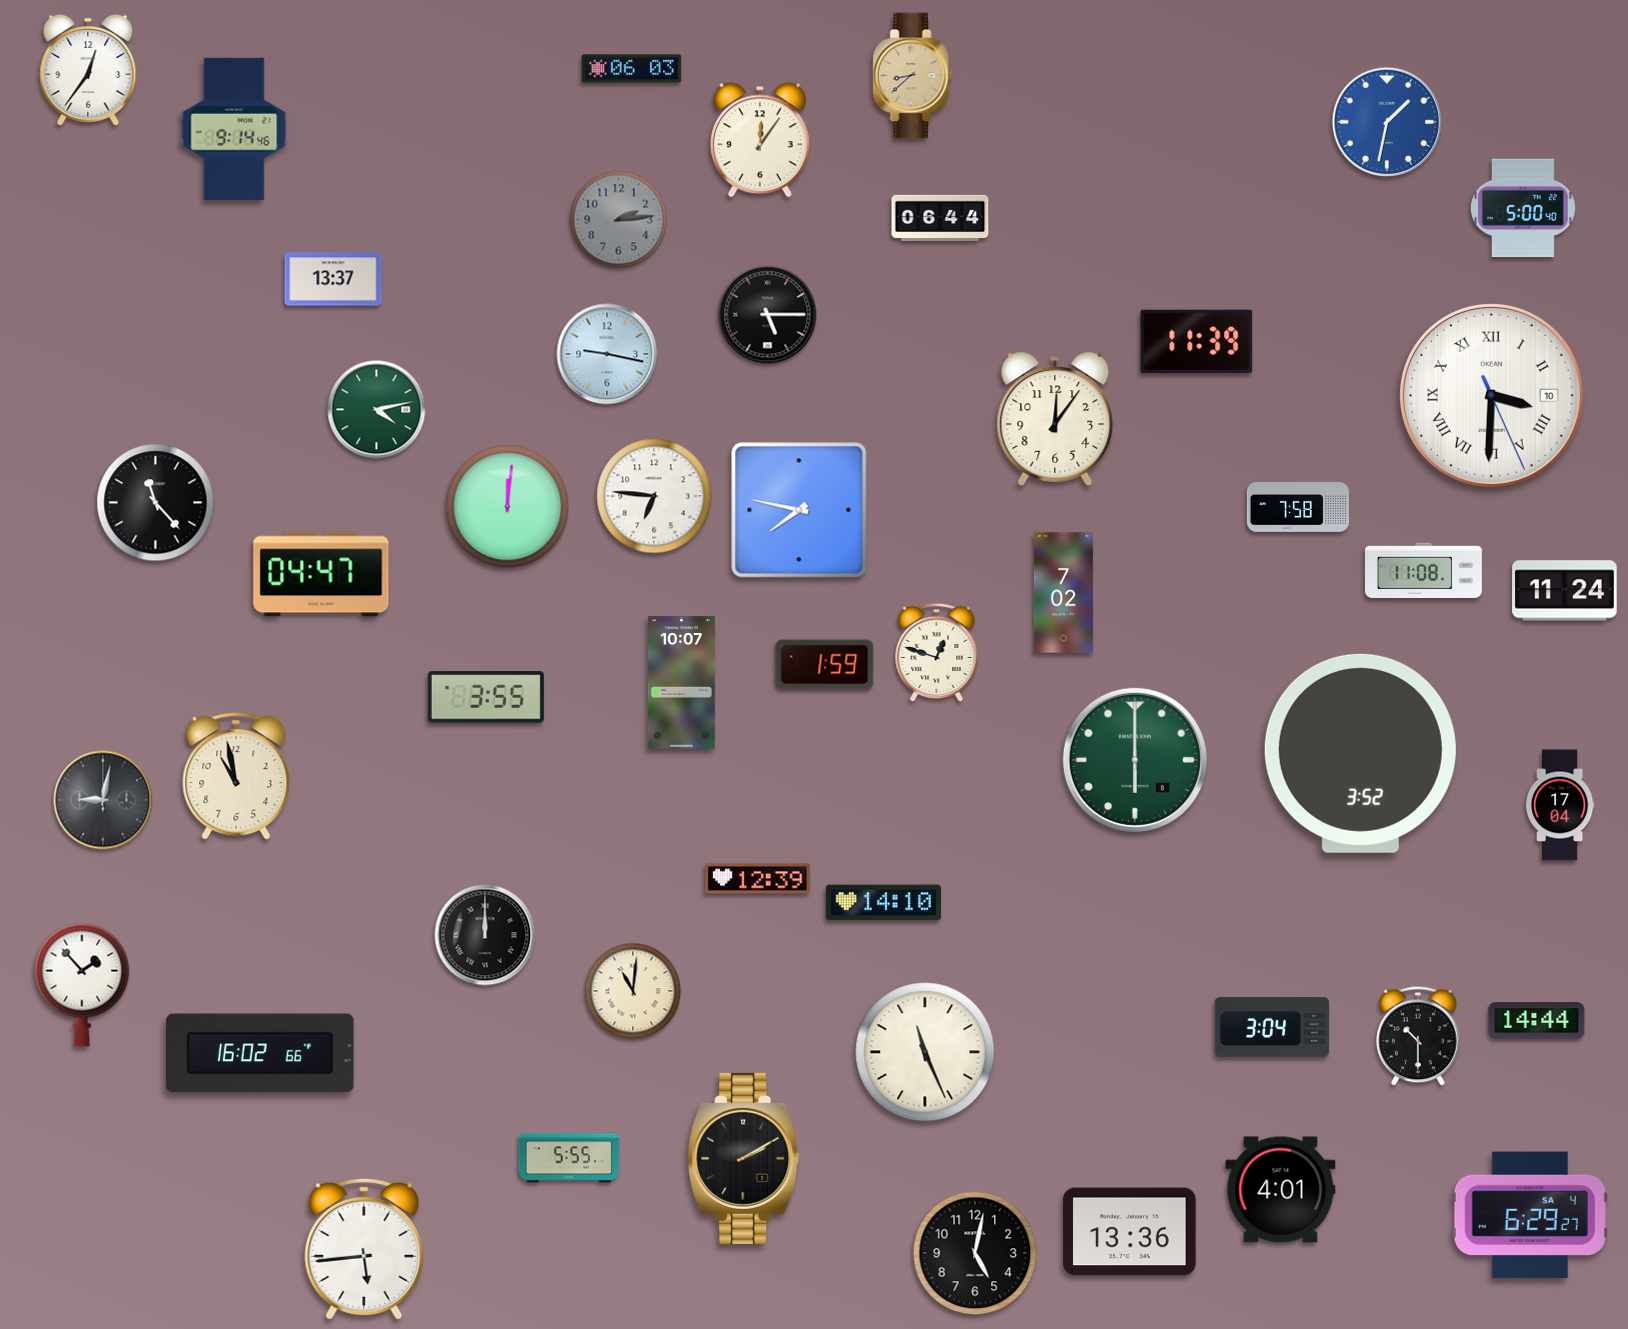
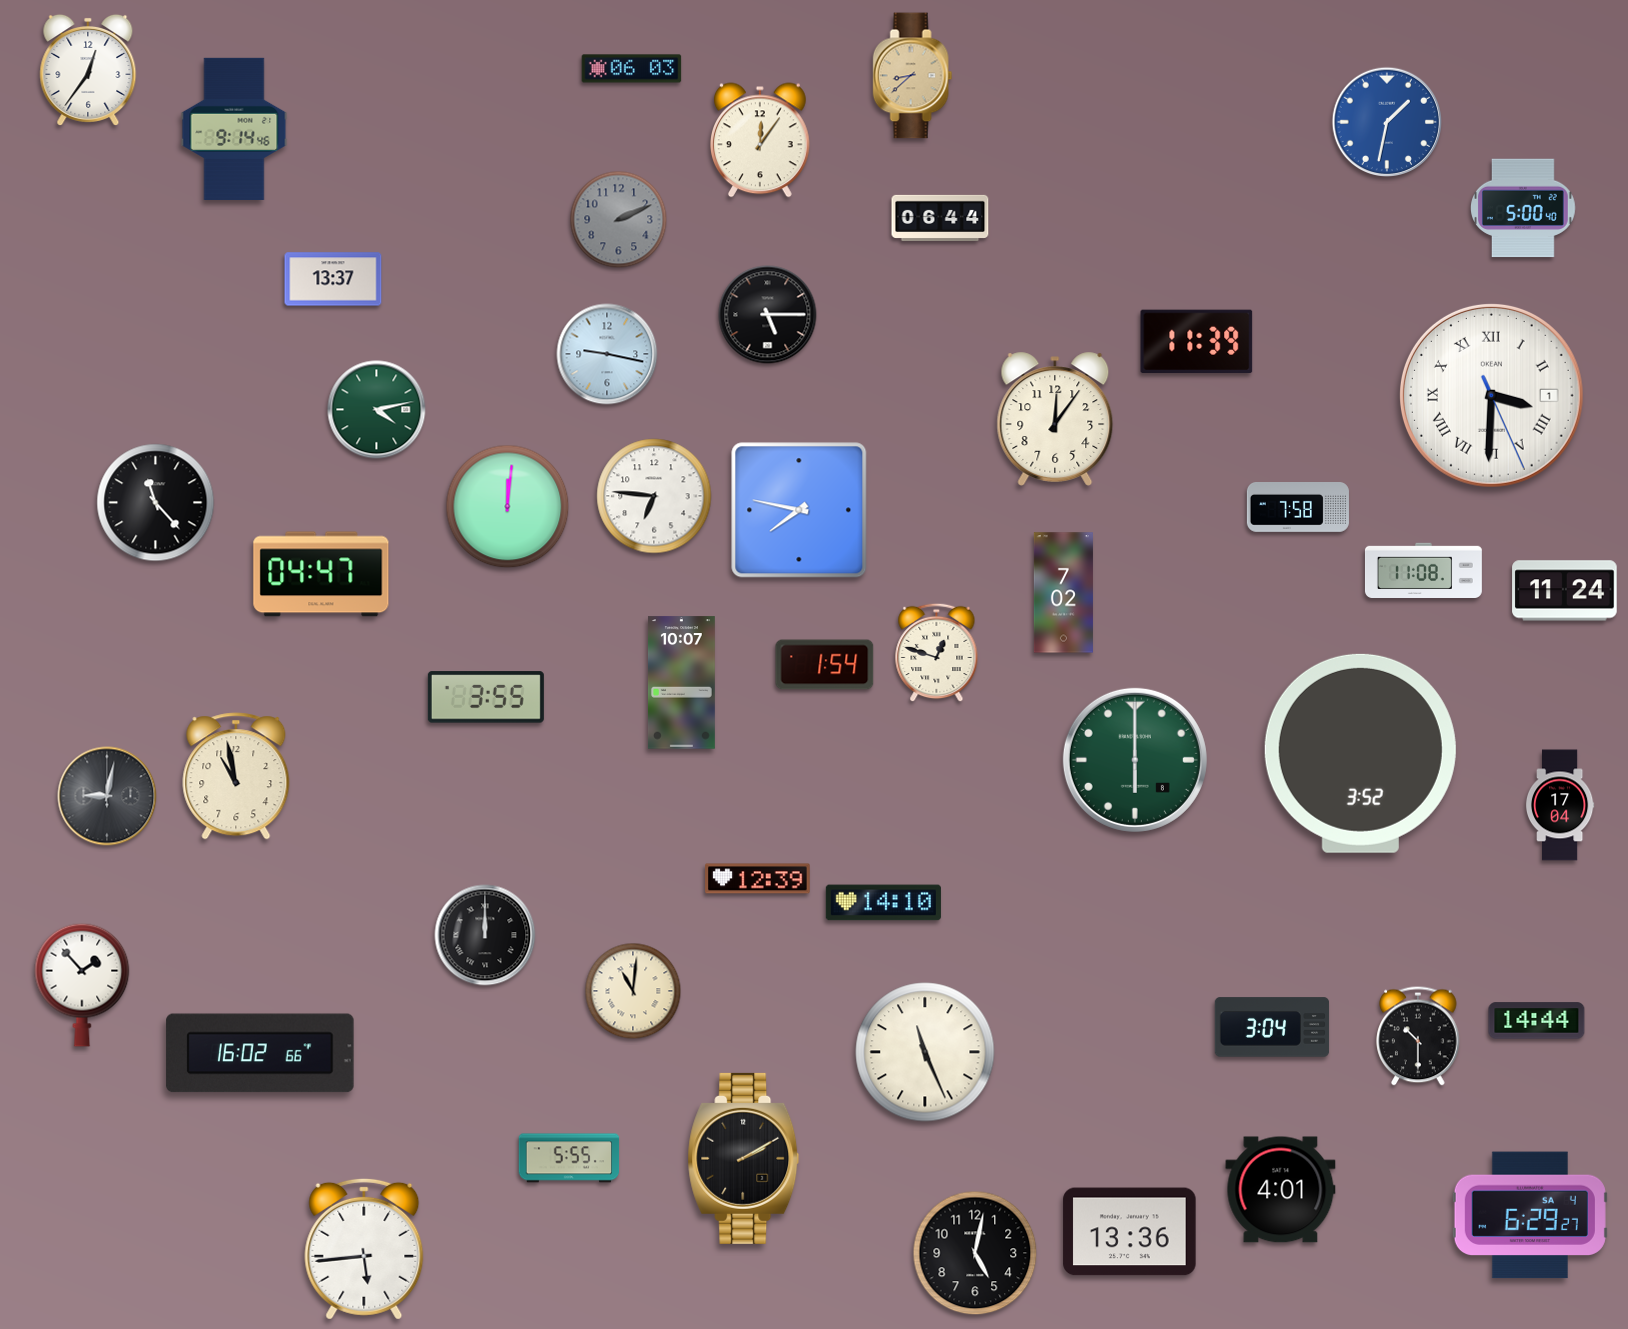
clock at (619, 220): 2:14 -> 2:11
clock at (1491, 395) date: 10 -> 1
clock at (825, 665): 1:59 -> 1:54
clock at (103, 800) position: (103, 800) -> (107, 796)
